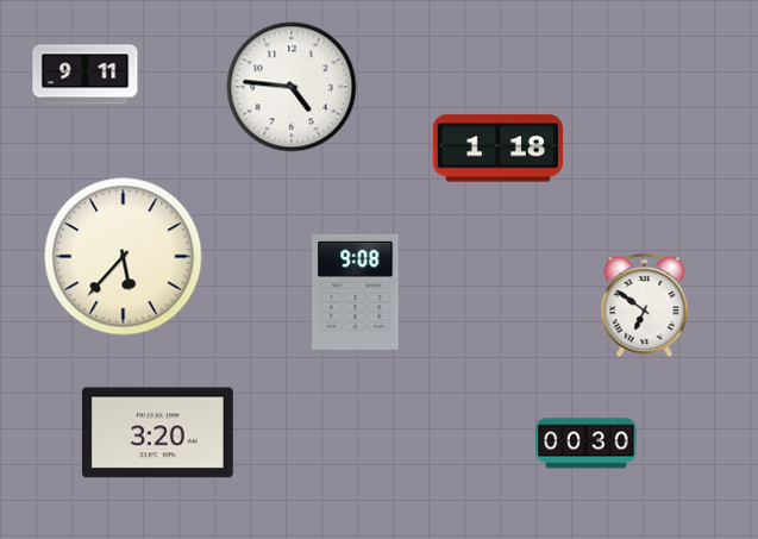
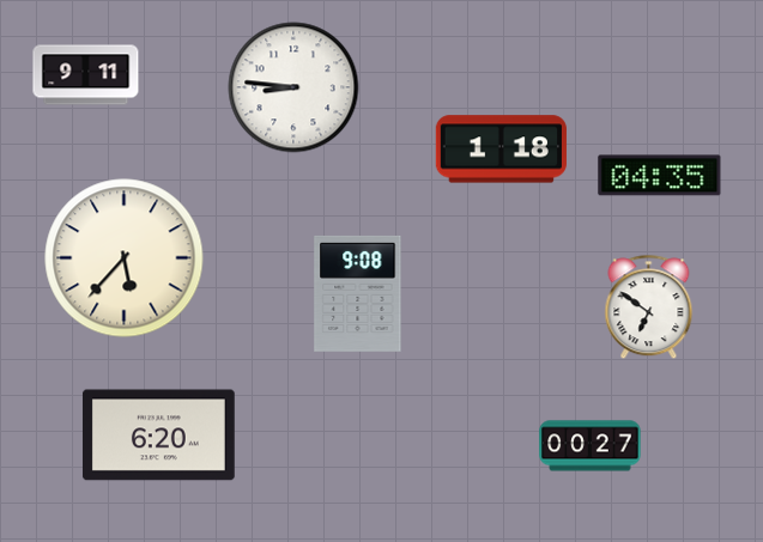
clock at (292, 87): 4:46 -> 8:46
clock at (660, 176): none -> 04:35
clock at (157, 433): 3:20 -> 6:20
clock at (587, 444): 00:30 -> 00:27
